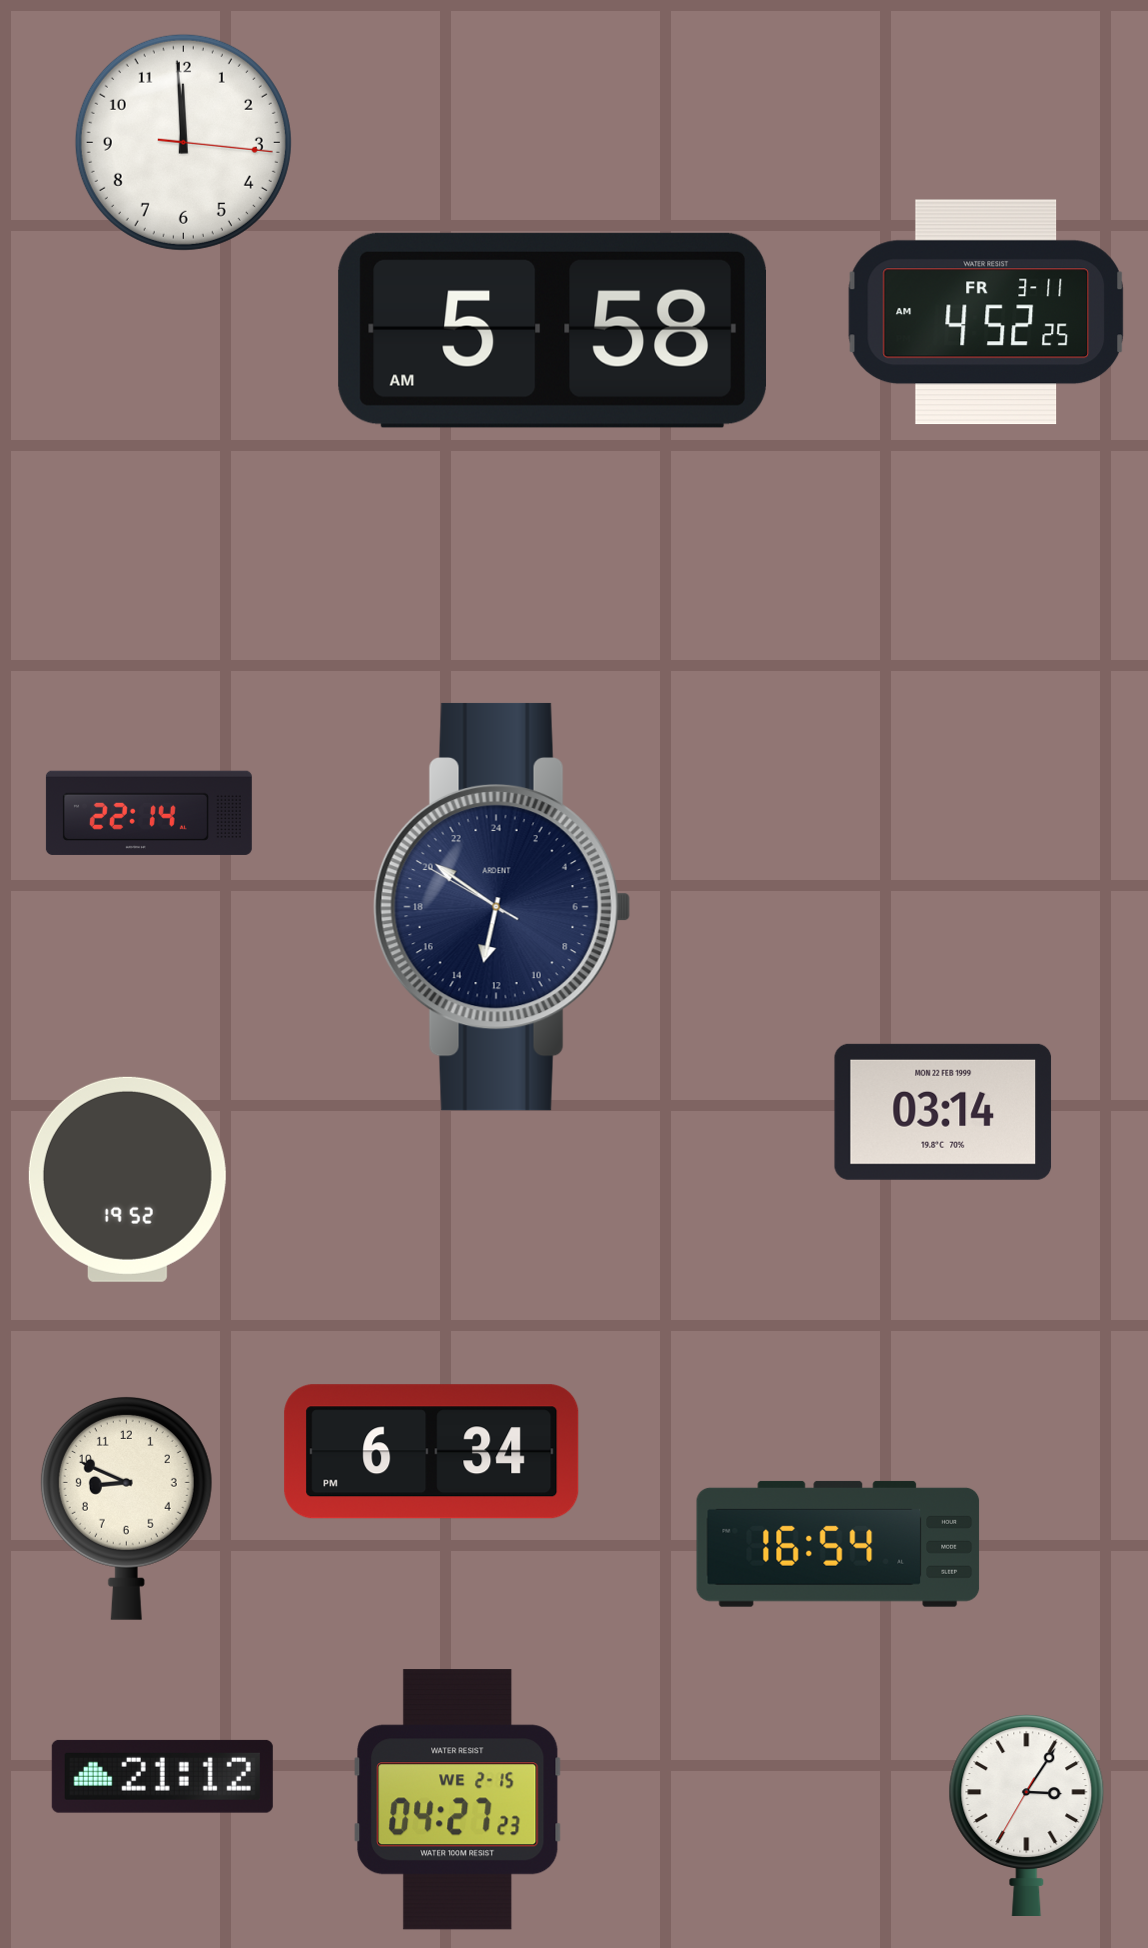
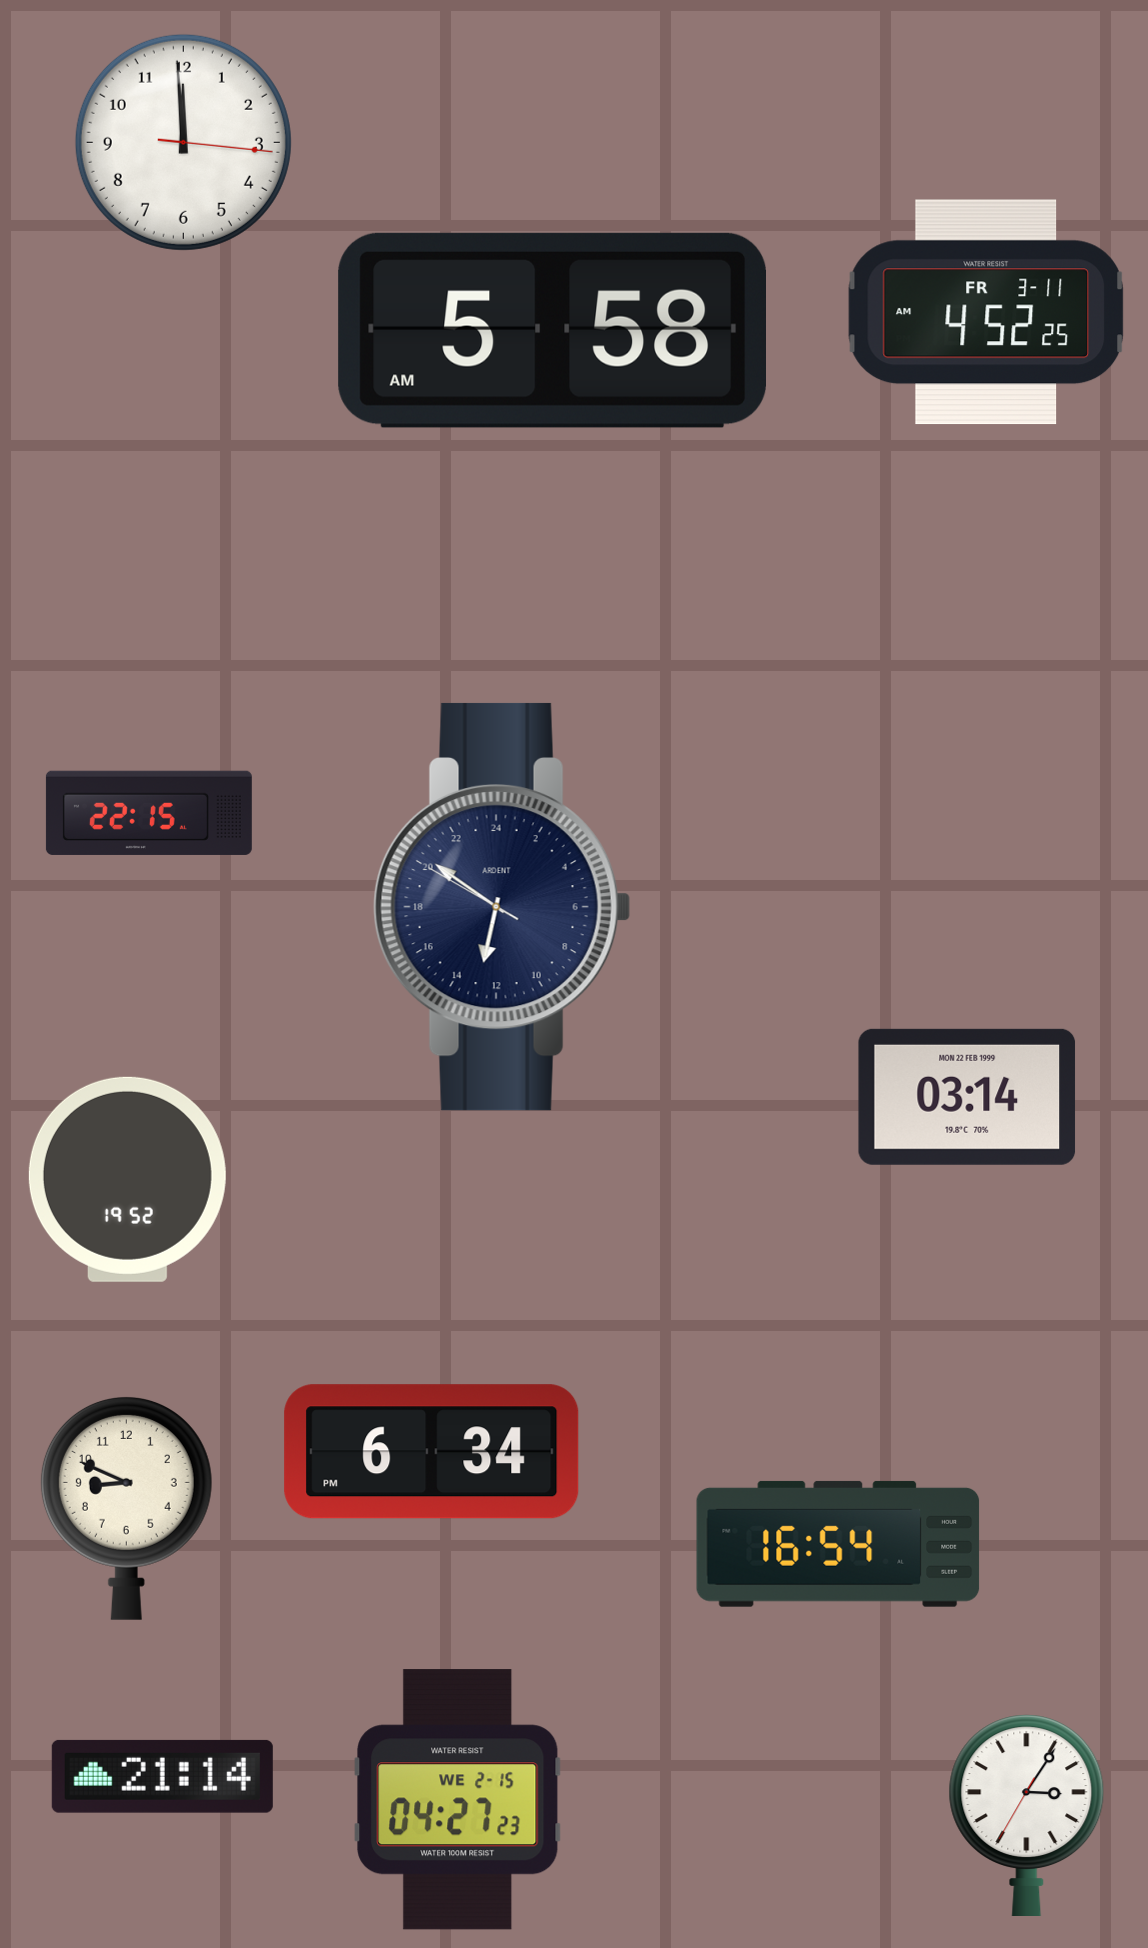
clock at (149, 813): 22:14 -> 22:15
clock at (943, 1112) position: (943, 1112) -> (967, 1097)
clock at (162, 1776): 21:12 -> 21:14
